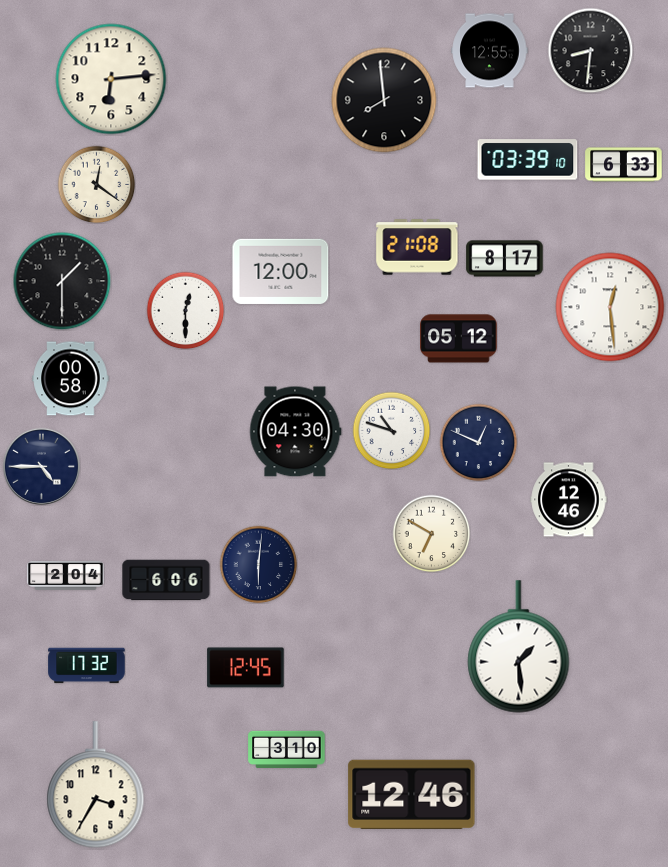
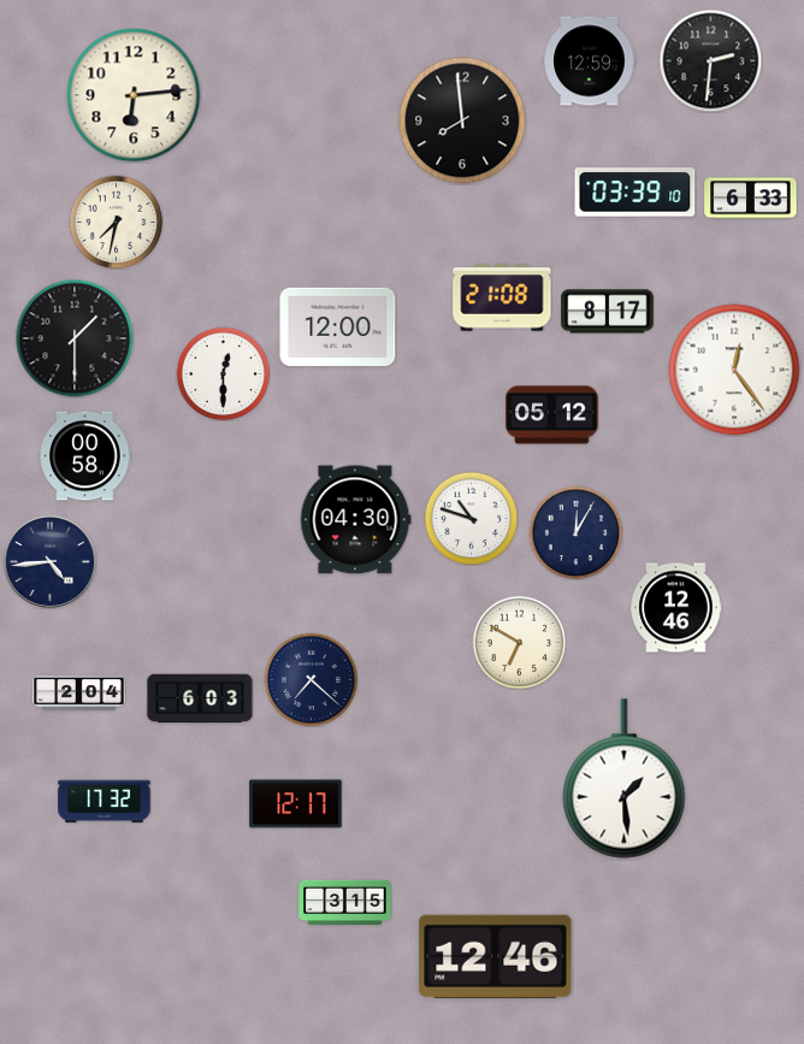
clock at (590, 50): 8:31 -> 2:31
clock at (490, 51): 12:55 -> 12:59
clock at (96, 184): 12:21 -> 7:32
clock at (610, 307): 12:29 -> 12:24
clock at (459, 339) position: (459, 339) -> (552, 415)
clock at (478, 442): 12:49 -> 12:05
clock at (41, 466): 4:45 -> 4:44
clock at (569, 500) position: (569, 500) -> (676, 608)
clock at (258, 564): 6:01 -> 7:22
clock at (166, 580): 6:06 -> 6:03
clock at (246, 668): 12:45 -> 12:17
clock at (287, 749): 3:10 -> 3:15
clock at (96, 785): 3:35 -> none
